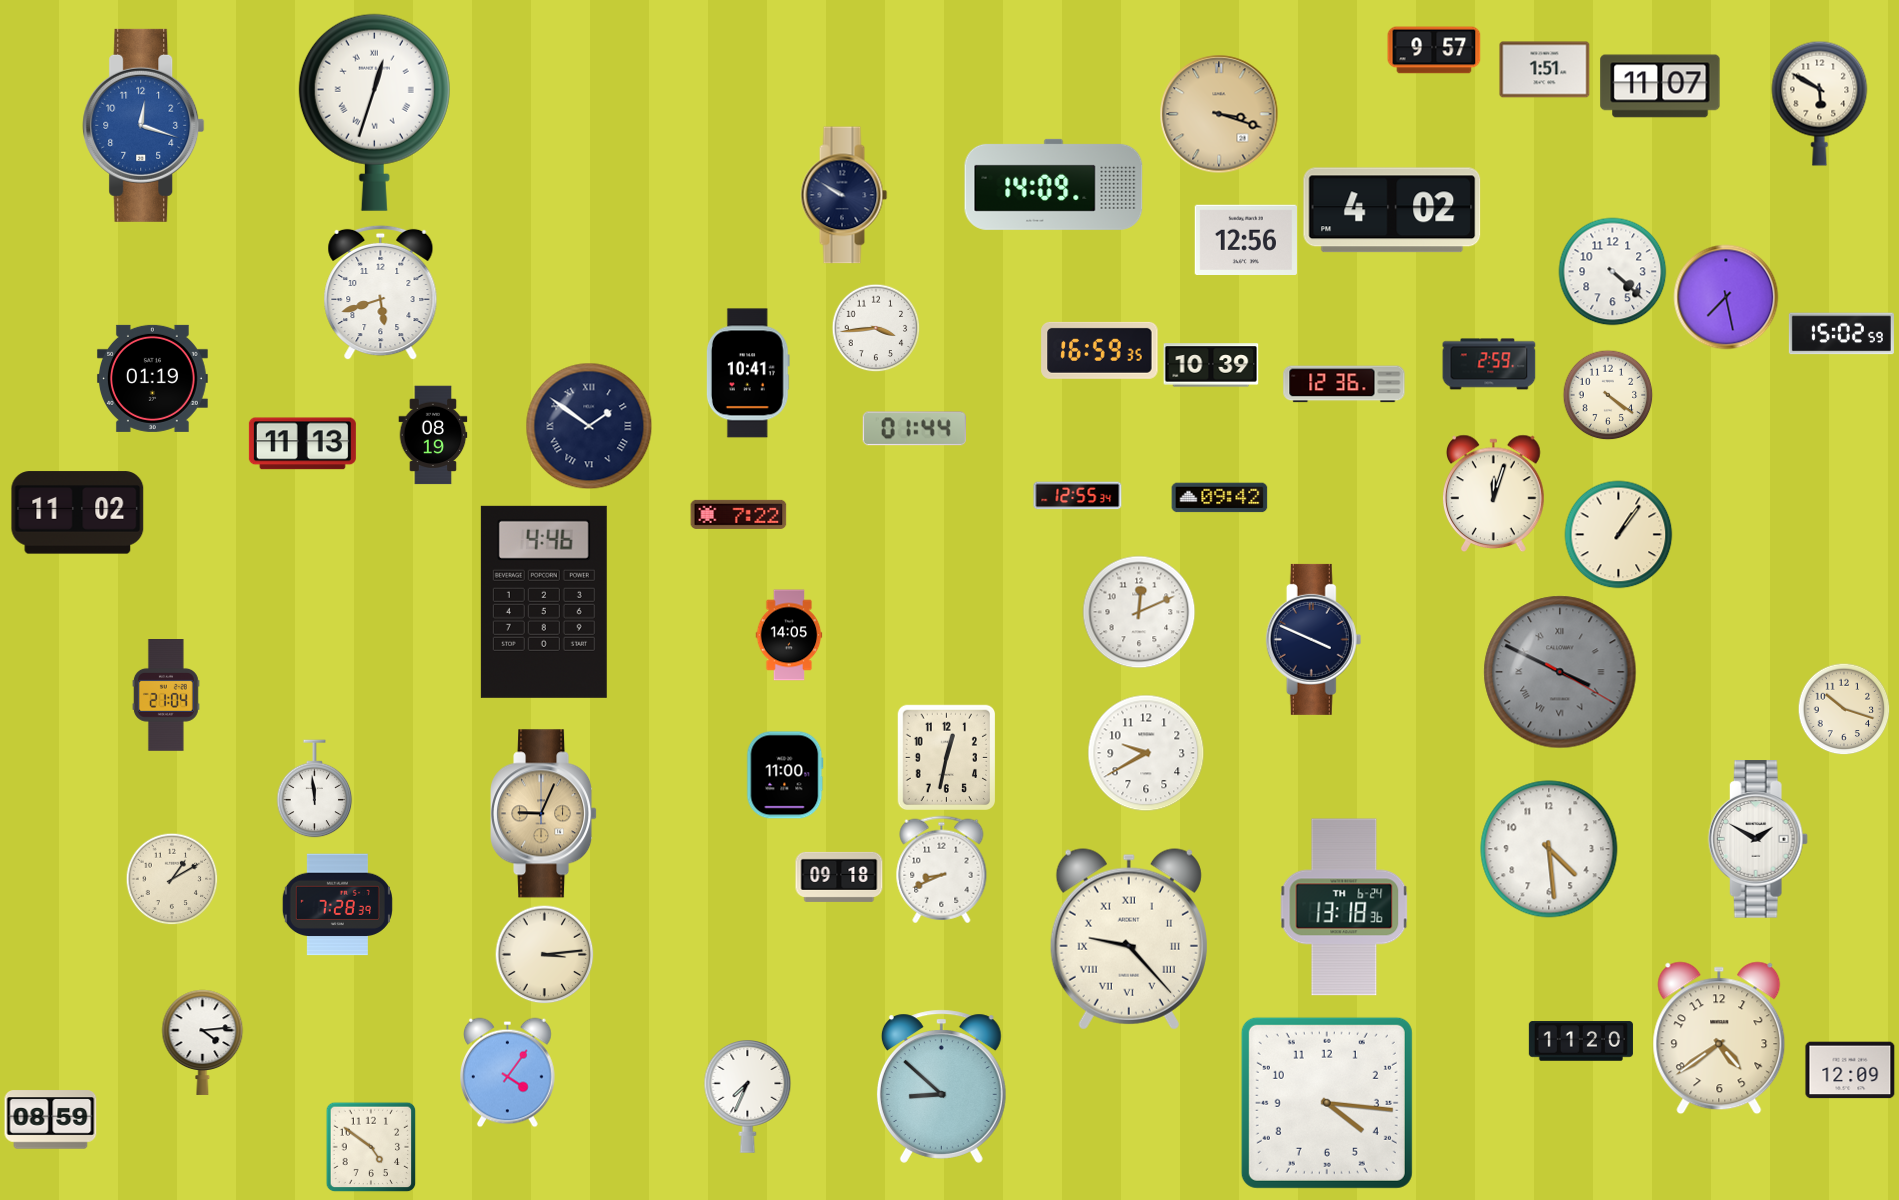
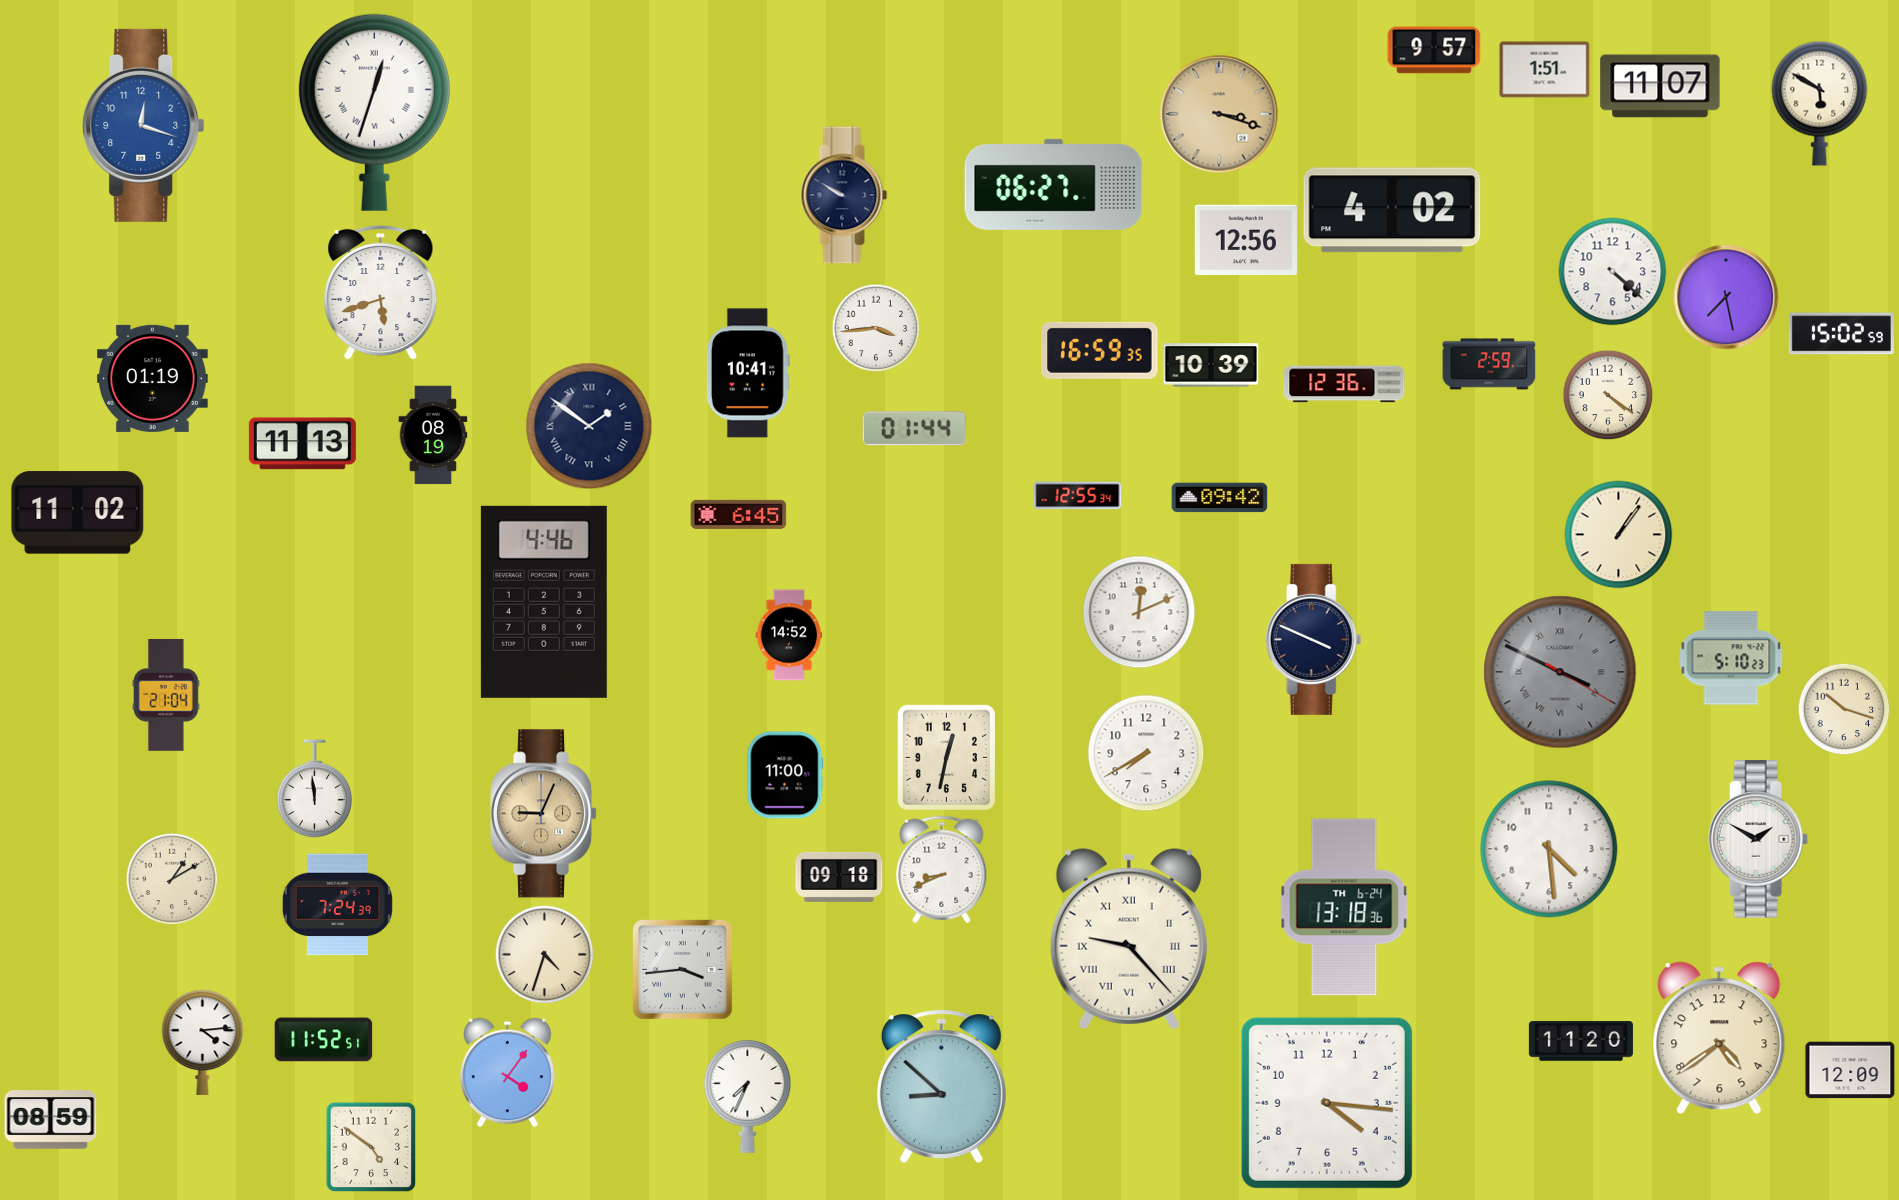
clock at (1054, 184): 14:09 -> 06:27
clock at (1494, 494): 12:03 -> none
clock at (739, 514): 7:22 -> 6:45
clock at (789, 635): 14:05 -> 14:52
clock at (1731, 658): none -> 5:10
clock at (1146, 753): 9:40 -> 7:40
clock at (337, 905): 7:28 -> 7:24
clock at (545, 955): 3:14 -> 4:33
clock at (683, 970): none -> 3:44
clock at (324, 1040): none -> 11:52
